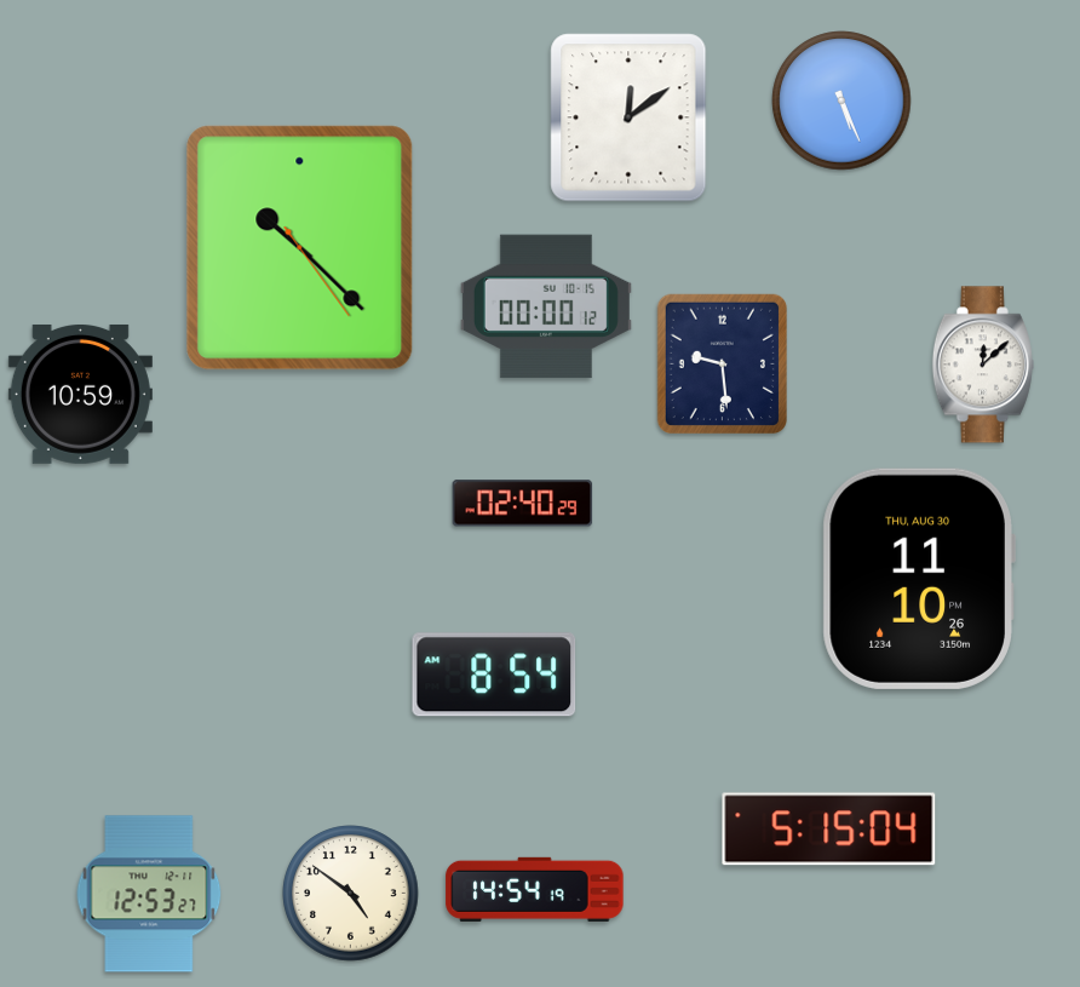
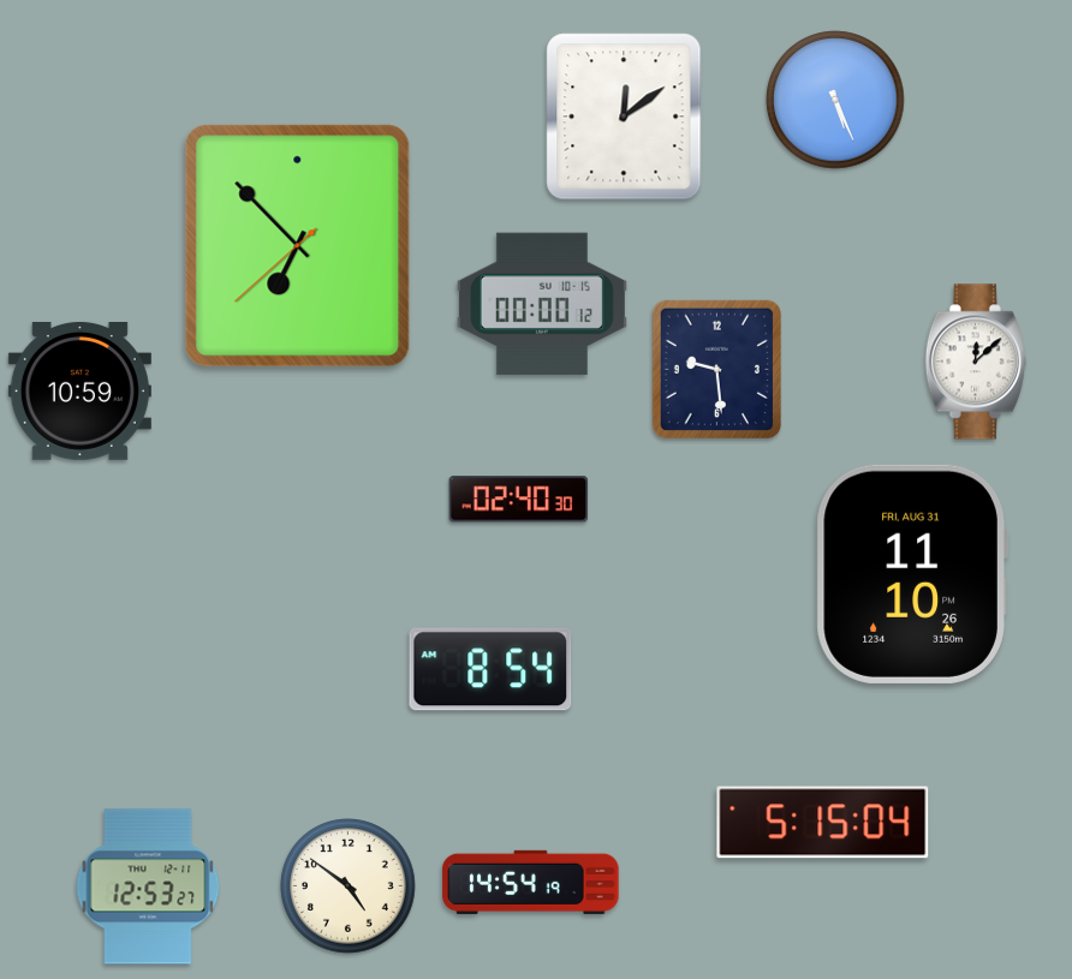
clock at (300, 248): 10:22 -> 6:52
clock at (722, 363) position: (722, 363) -> (716, 369)
clock at (523, 504): 02:40:29 -> 02:40:30
clock at (919, 579) date: THU, AUG 30 -> FRI, AUG 31
